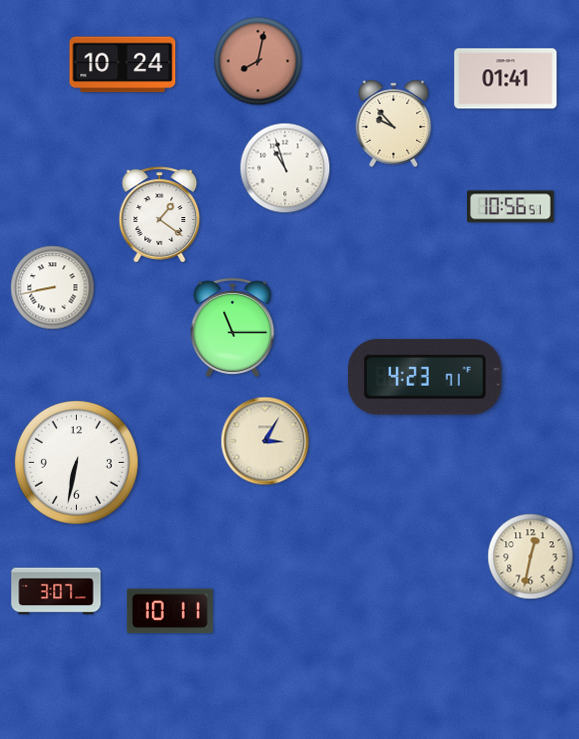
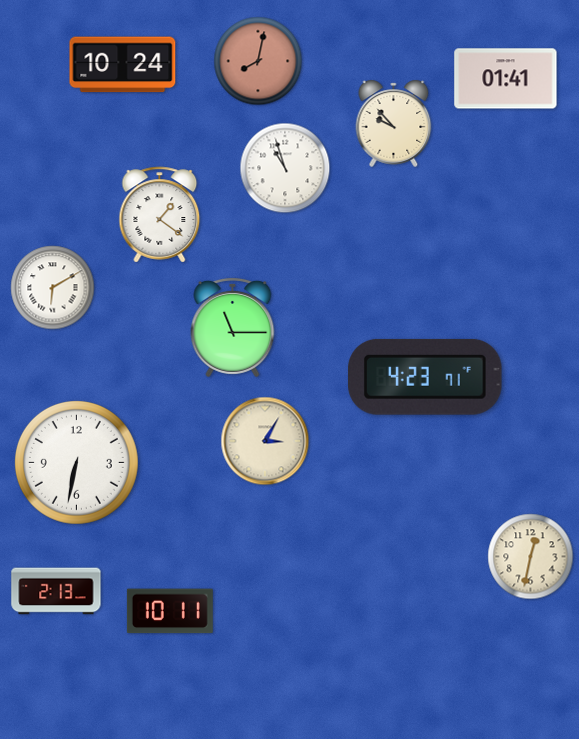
clock at (511, 207): 10:56 -> none
clock at (53, 288): 8:43 -> 6:10
clock at (56, 591): 3:07 -> 2:13
